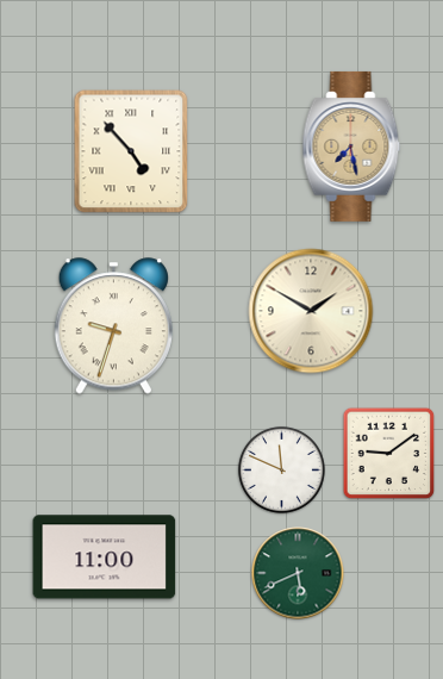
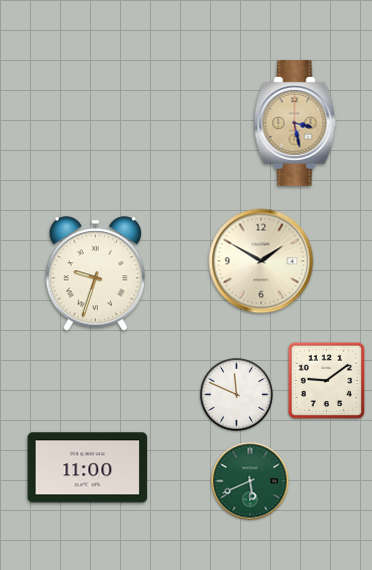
clock at (351, 147): 7:28 -> 3:28
clock at (131, 151): 4:53 -> none
